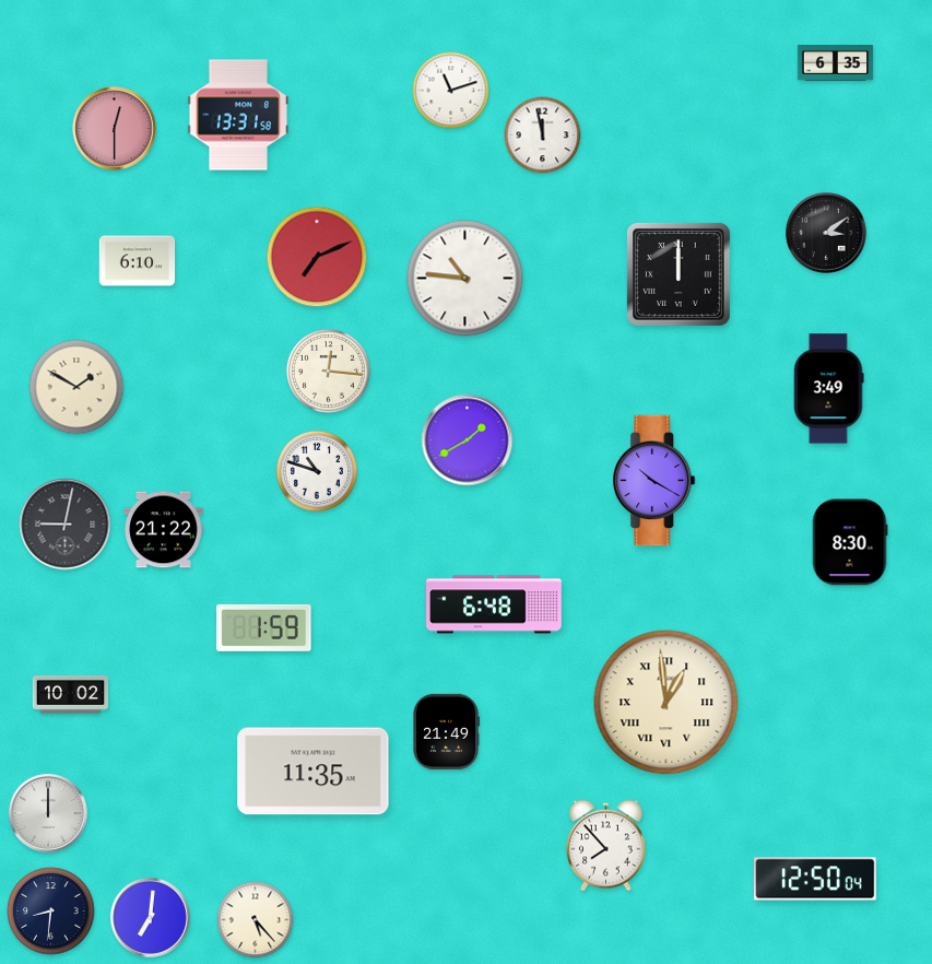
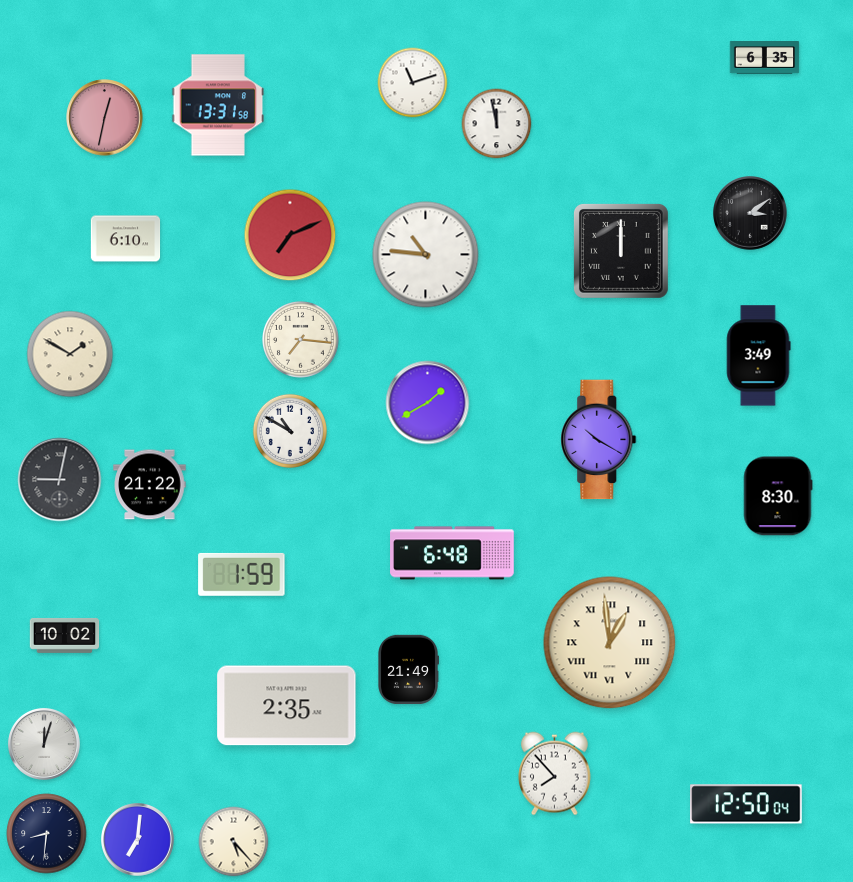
clock at (115, 129): 12:30 -> 12:32
clock at (826, 233) position: (826, 233) -> (750, 213)
clock at (328, 371): 12:16 -> 7:16
clock at (316, 470): 10:48 -> 10:50
clock at (314, 772): 11:35 -> 2:35
clock at (48, 813): 12:00 -> 12:03
